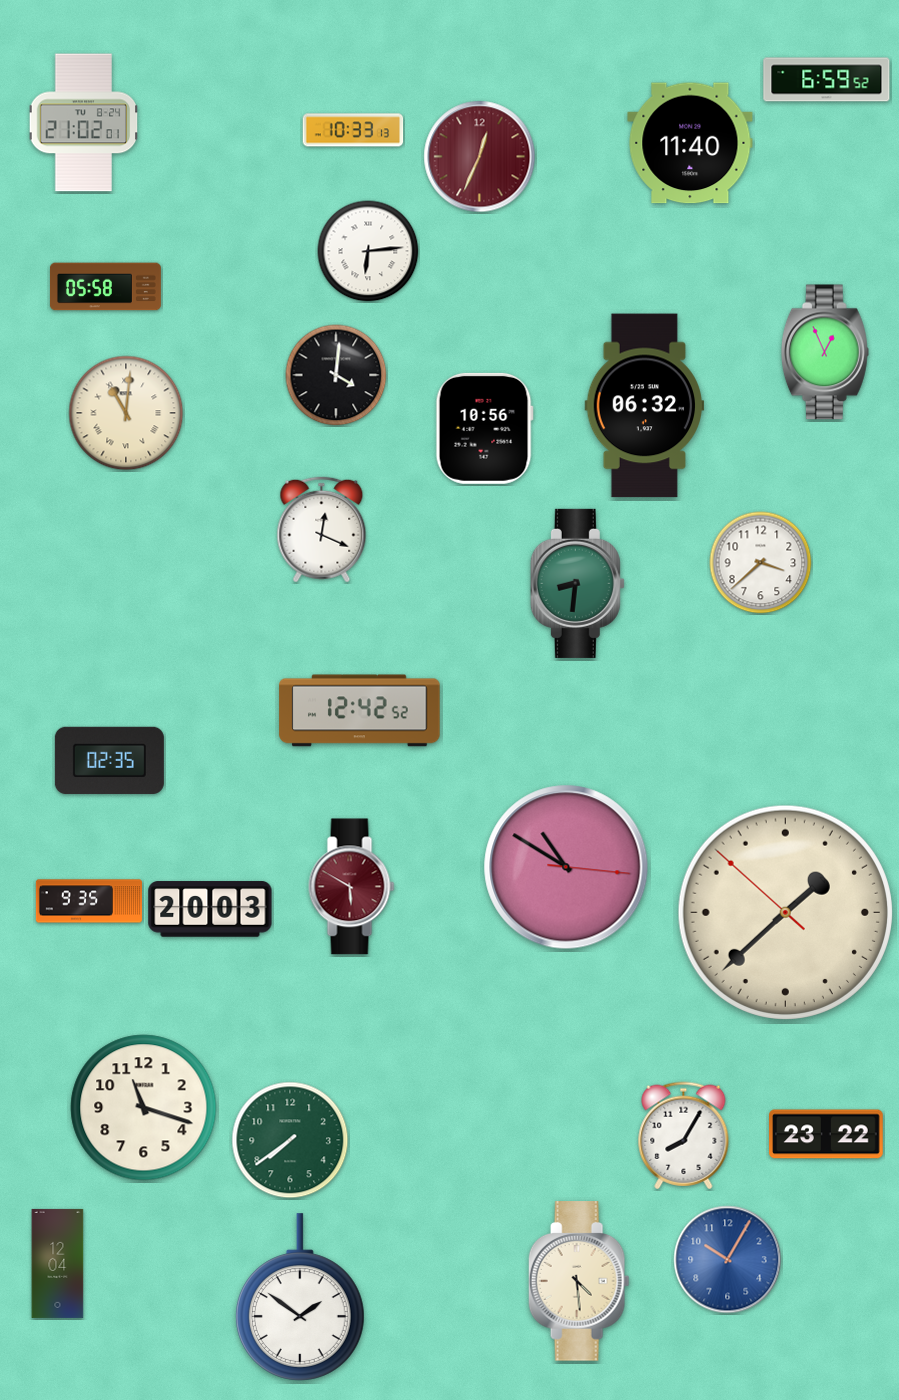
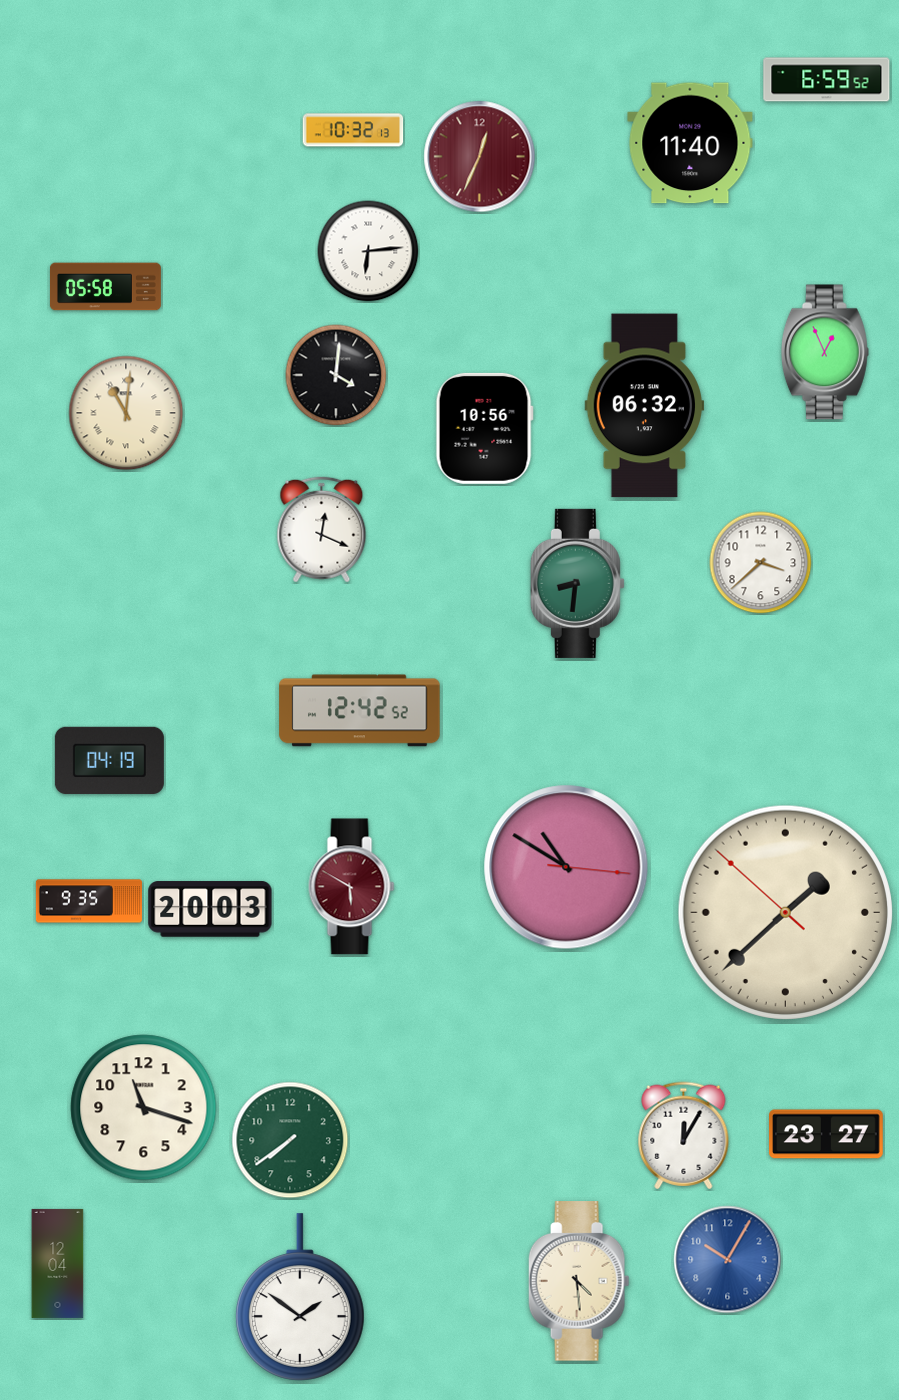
clock at (84, 123): 21:02 -> none
clock at (353, 130): 10:33 -> 10:32
clock at (109, 760): 02:35 -> 04:19
clock at (827, 1134): 23:22 -> 23:27
clock at (684, 1136): 8:05 -> 12:05
